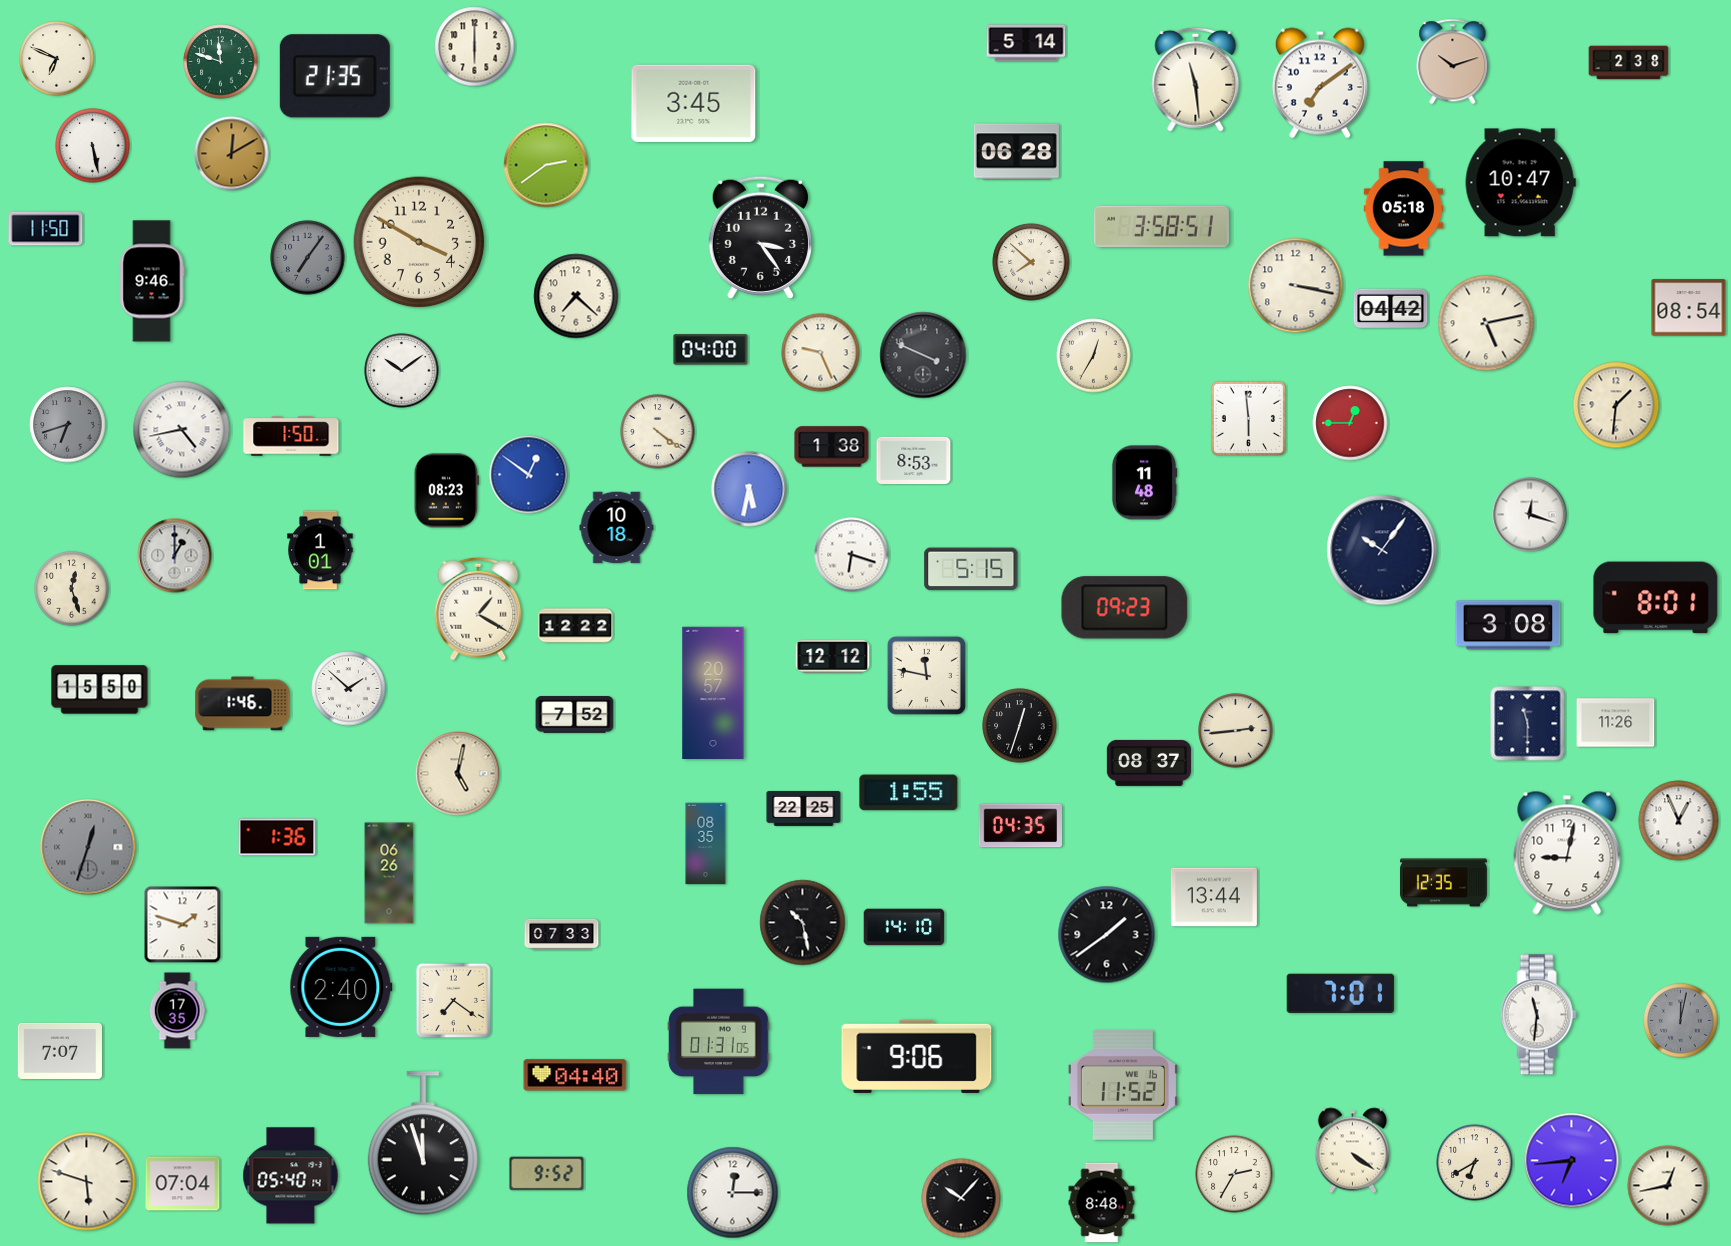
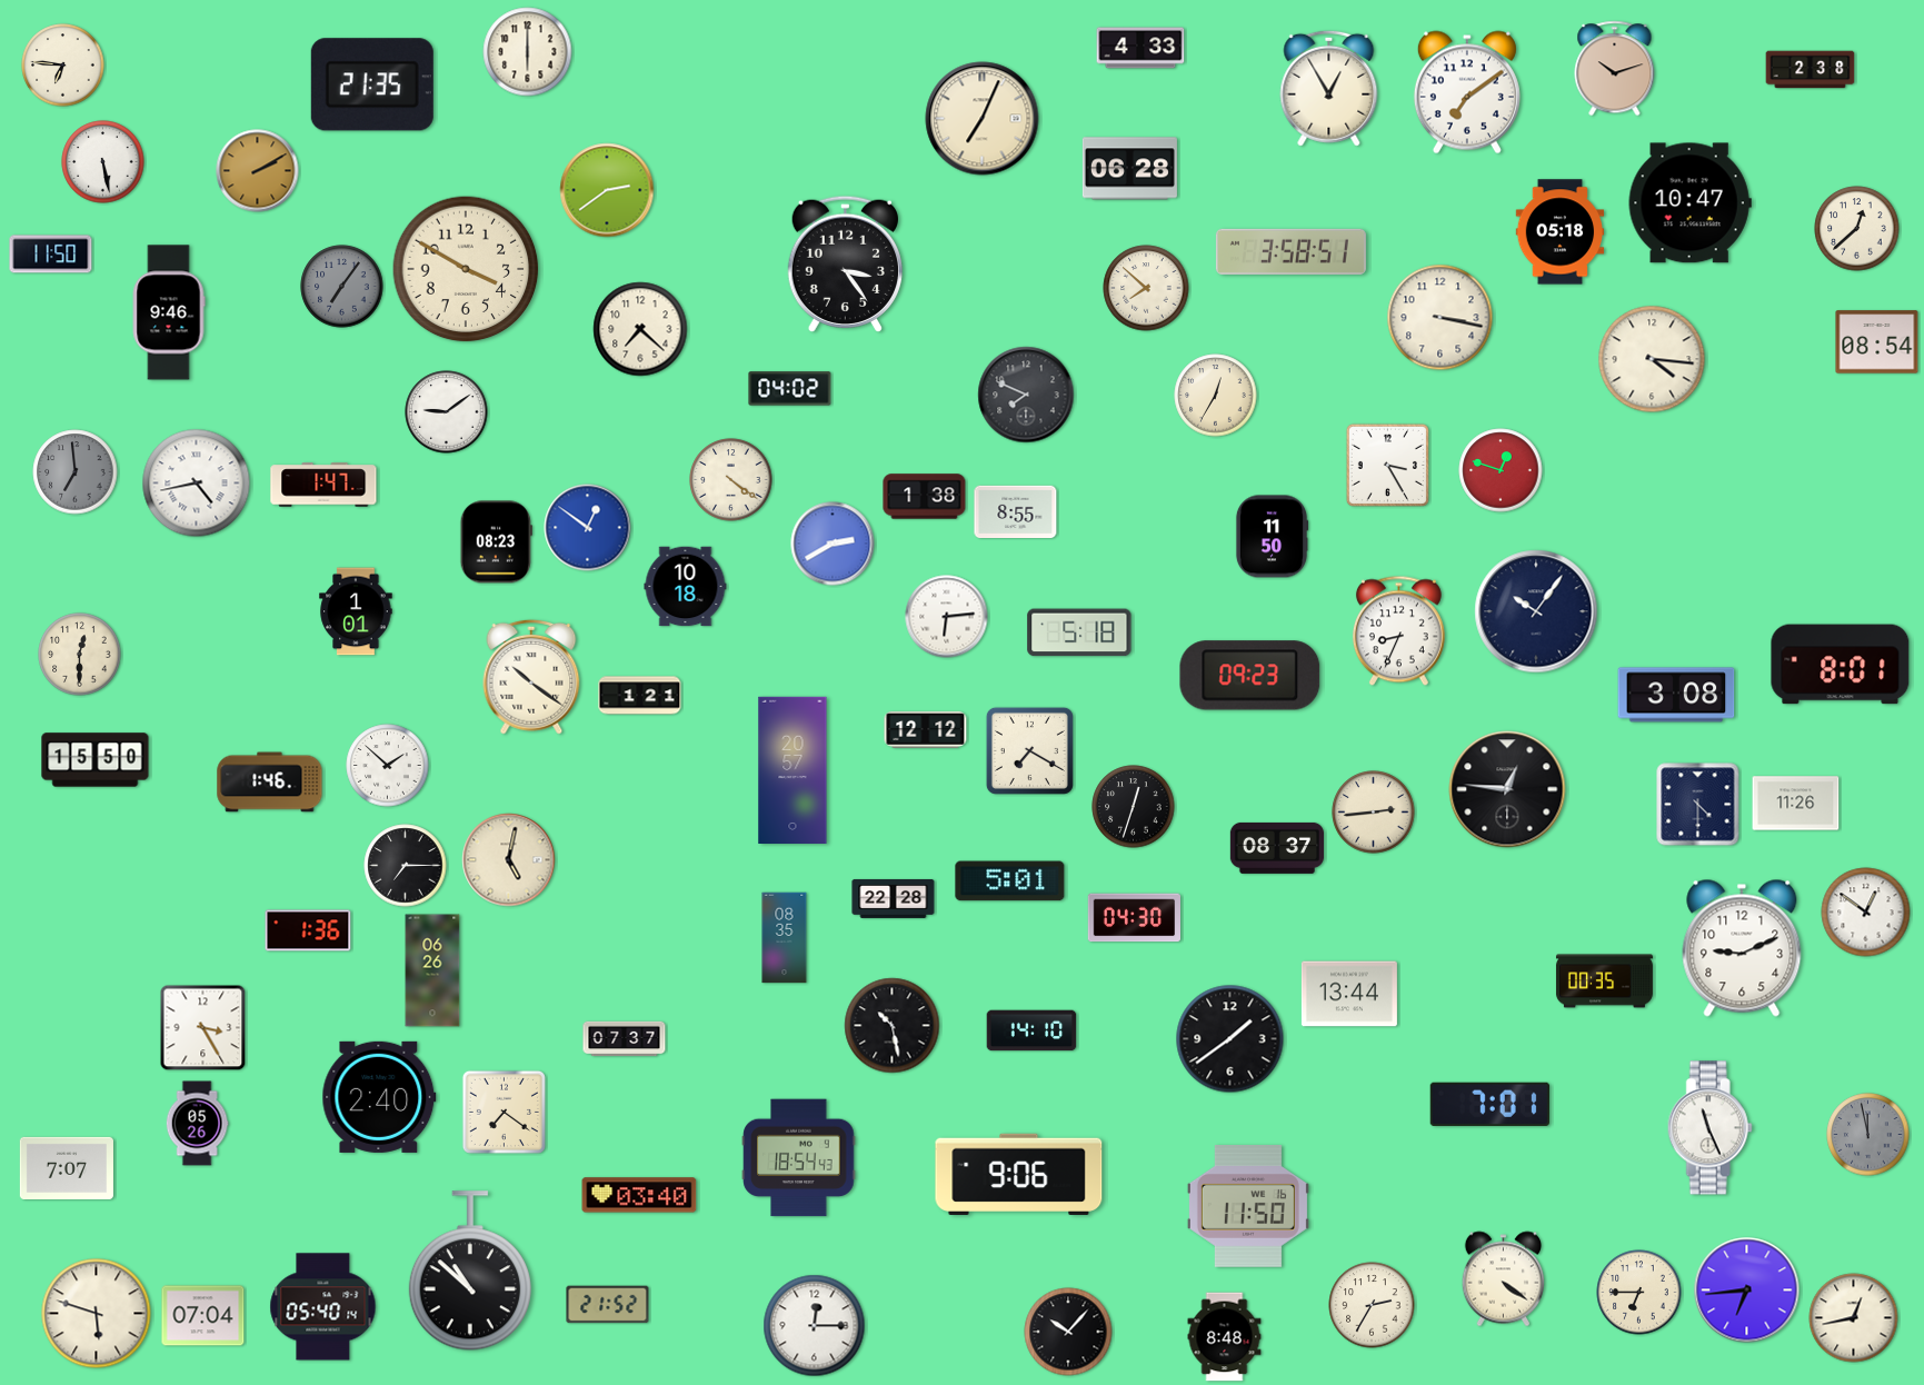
clock at (1026, 43): 5:14 -> 4:33
clock at (57, 59): 6:49 -> 6:46
clock at (221, 62): 11:48 -> none
clock at (1196, 79): 11:29 -> 12:55
clock at (694, 103): 3:45 -> none
clock at (983, 119): none -> 7:04
clock at (232, 154): 12:10 -> 2:10
clock at (546, 165) position: (546, 165) -> (607, 190)
clock at (1857, 229): none -> 12:38
clock at (1031, 262) position: (1031, 262) -> (1146, 288)
clock at (1391, 309): 04:42 -> none
clock at (1486, 323): 5:13 -> 4:16
clock at (711, 350): 04:00 -> 04:02
clock at (821, 353): 9:26 -> none
clock at (923, 355): 3:49 -> 7:49
clock at (402, 371): 10:09 -> 9:09
clock at (1616, 405): 1:31 -> none
clock at (1248, 418): 5:59 -> 3:25
clock at (1350, 423): 12:45 -> 12:48
clock at (68, 425): 6:42 -> 6:59
clock at (182, 430) position: (182, 430) -> (197, 484)
clock at (291, 436): 1:50 -> 1:47
clock at (914, 460): 8:53 -> 8:55
clock at (1144, 483): 11:48 -> 11:50
clock at (749, 489): 5:32 -> 2:40
clock at (446, 491) position: (446, 491) -> (496, 542)
clock at (1530, 515): 12:18 -> none
clock at (852, 555): 6:18 -> 6:14
clock at (175, 556): 1:00 -> none
clock at (1398, 631): none -> 8:34
clock at (971, 569): 5:15 -> 5:18
clock at (72, 589): 12:27 -> 12:30
clock at (478, 609): 1:20 -> 10:21
clock at (576, 626): 12:22 -> 1:21
clock at (926, 675): 11:47 -> 7:20
clock at (100, 690) position: (100, 690) -> (96, 760)
clock at (1507, 789): none -> 12:46
clock at (575, 715): 7:52 -> none
clock at (1528, 724): 11:30 -> 4:30
clock at (406, 866): none -> 7:15
clock at (909, 793): 1:55 -> 5:01
clock at (804, 808): 22:25 -> 22:28
clock at (1679, 821): 12:56 -> 12:51
clock at (1020, 826): 04:35 -> 04:30
clock at (88, 847): 12:33 -> none
clock at (1567, 853): 9:02 -> 9:11
clock at (1443, 883): 12:35 -> 00:35
clock at (1214, 897) position: (1214, 897) -> (1349, 994)
clock at (183, 925): 1:48 -> 3:25
clock at (904, 927) position: (904, 927) -> (1031, 1030)
clock at (562, 935): 07:33 -> 07:37
clock at (177, 1011): 17:35 -> 05:26
clock at (1538, 1015): 11:31 -> 11:26
clock at (1681, 1021): 12:02 -> 11:58
clock at (719, 1042): 01:31 -> 18:54
clock at (575, 1075): 04:40 -> 03:40
clock at (1123, 1086): 11:52 -> 11:50
clock at (423, 1144): 11:57 -> 10:52
clock at (1475, 1163): 6:40 -> 6:45
clock at (547, 1174): 9:52 -> 21:52
